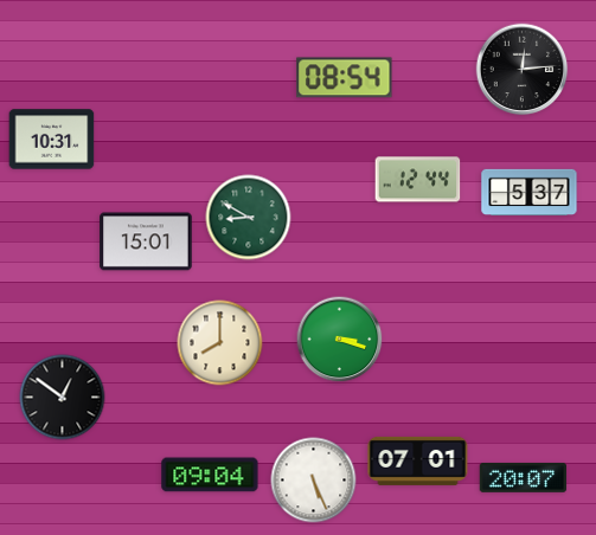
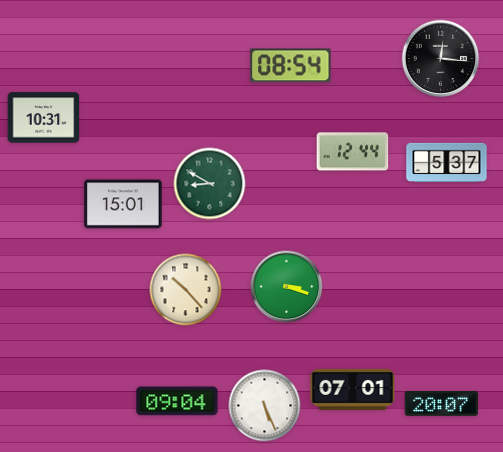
clock at (523, 70): 12:14 -> 12:16
clock at (220, 343): 8:00 -> 10:23
clock at (63, 398): 12:51 -> none
